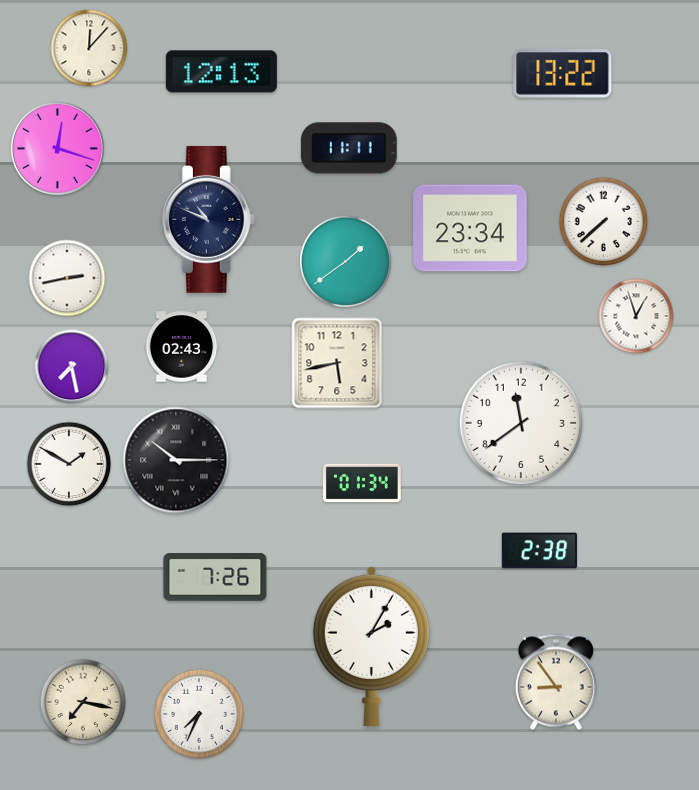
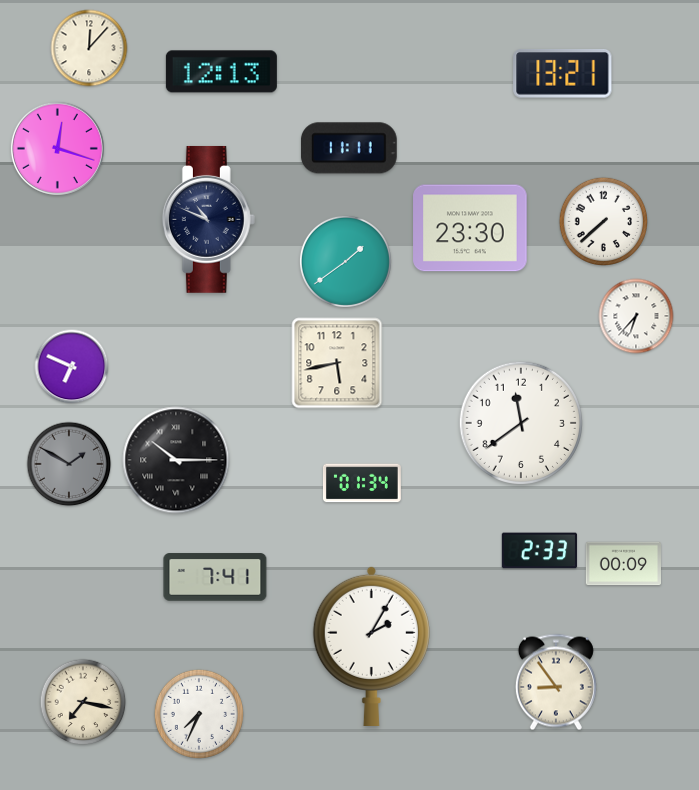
clock at (563, 74): 13:22 -> 13:21
clock at (470, 228): 23:34 -> 23:30
clock at (67, 278): 2:43 -> none
clock at (636, 316): 12:57 -> 6:37
clock at (182, 347): 02:43 -> none
clock at (72, 367): 7:28 -> 6:49
clock at (69, 464) dial: white -> grey
clock at (539, 551): 2:38 -> 2:33
clock at (623, 564): none -> 00:09
clock at (215, 577): 7:26 -> 7:41
